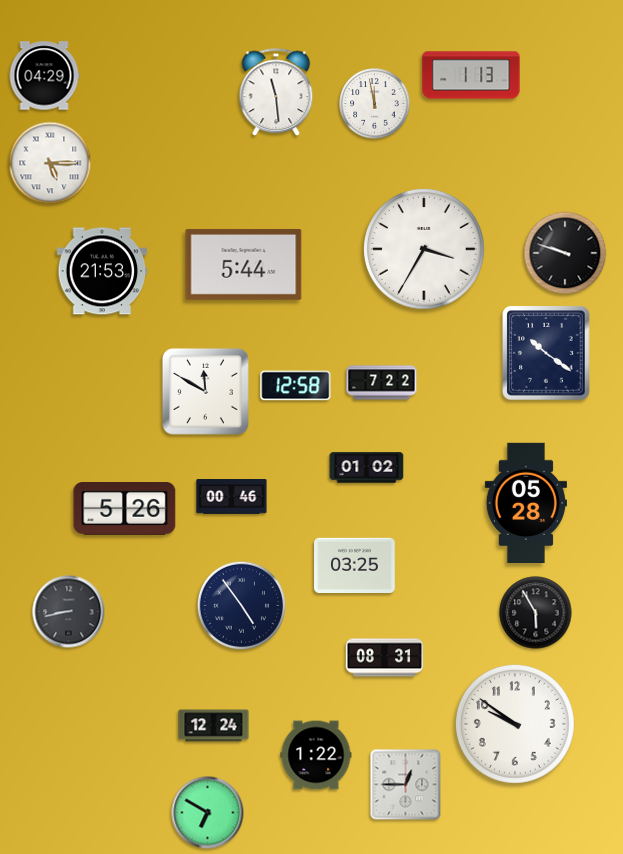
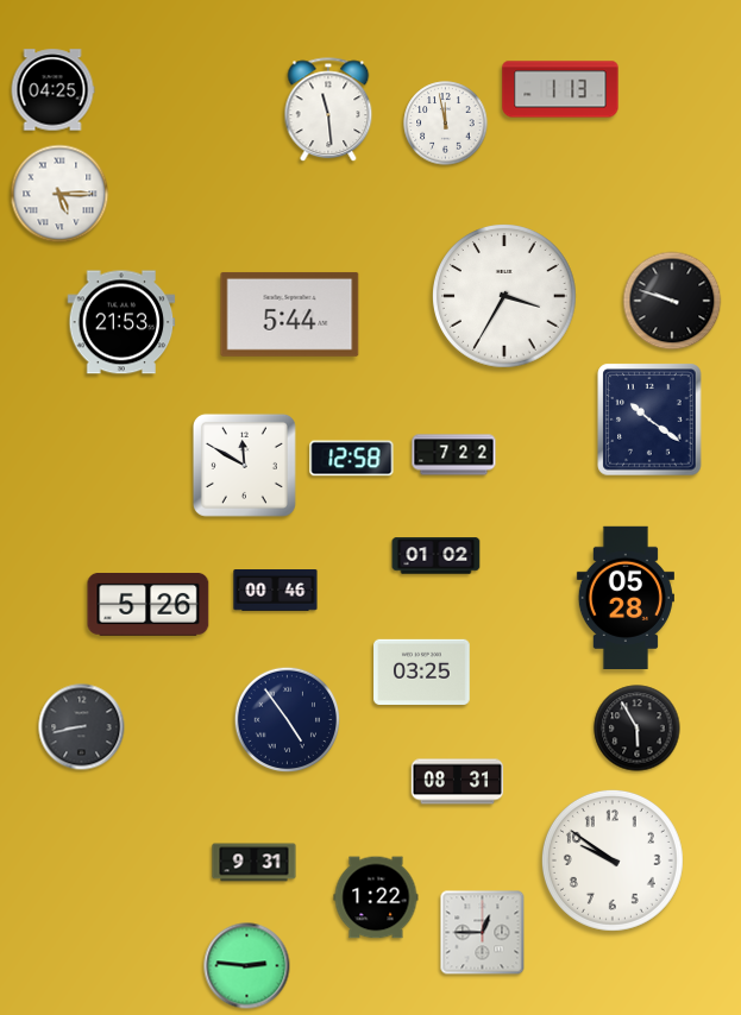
clock at (44, 76): 04:29 -> 04:25
clock at (214, 726): 12:24 -> 9:31
clock at (208, 813): 6:50 -> 2:46
